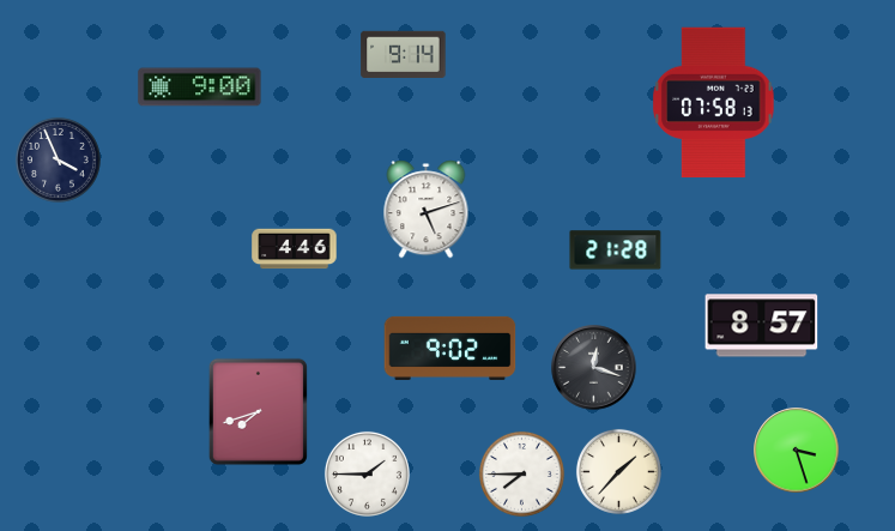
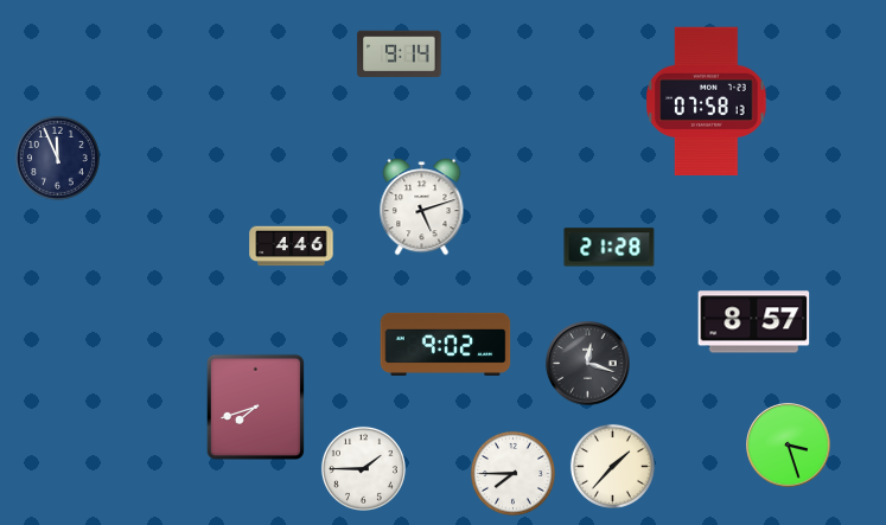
clock at (200, 88): 9:00 -> none
clock at (58, 159): 3:56 -> 11:56
clock at (521, 473) position: (521, 473) -> (512, 473)
